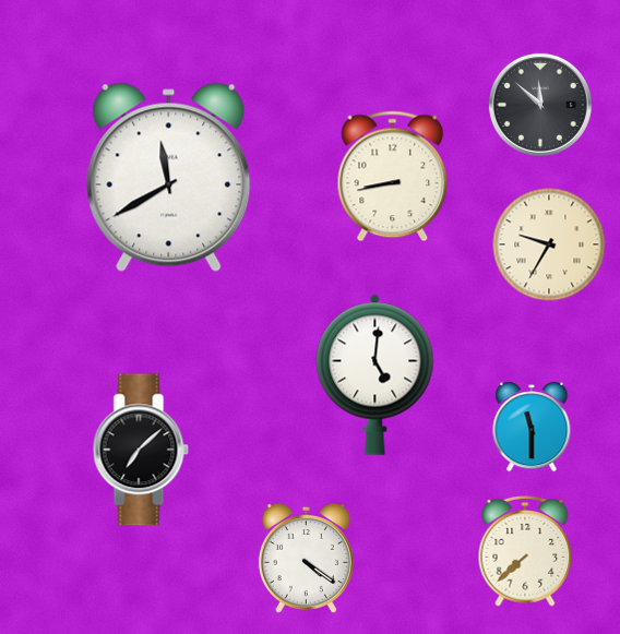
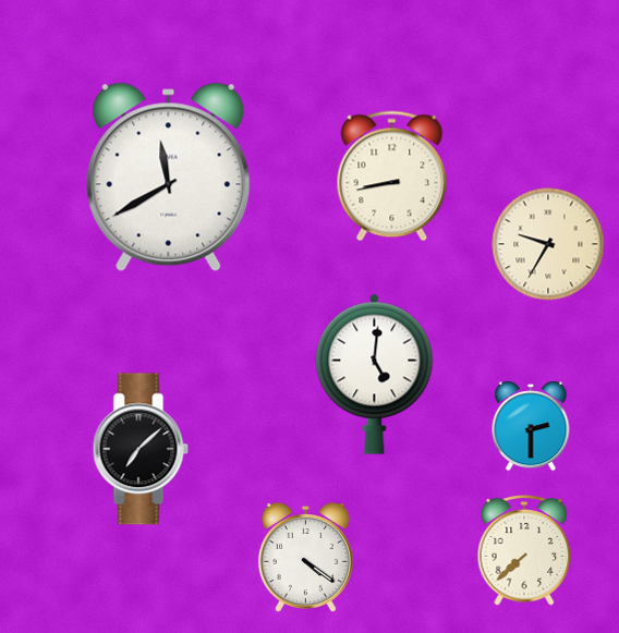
clock at (540, 105): 11:52 -> none
clock at (532, 427): 11:30 -> 2:30
